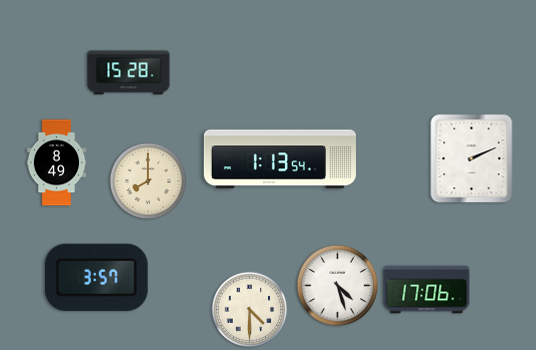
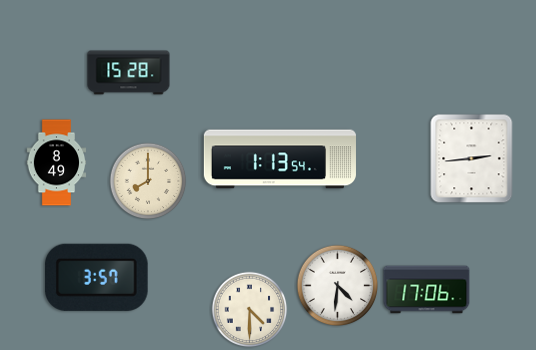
clock at (472, 159): 2:11 -> 2:44
clock at (338, 286): 4:27 -> 4:31
